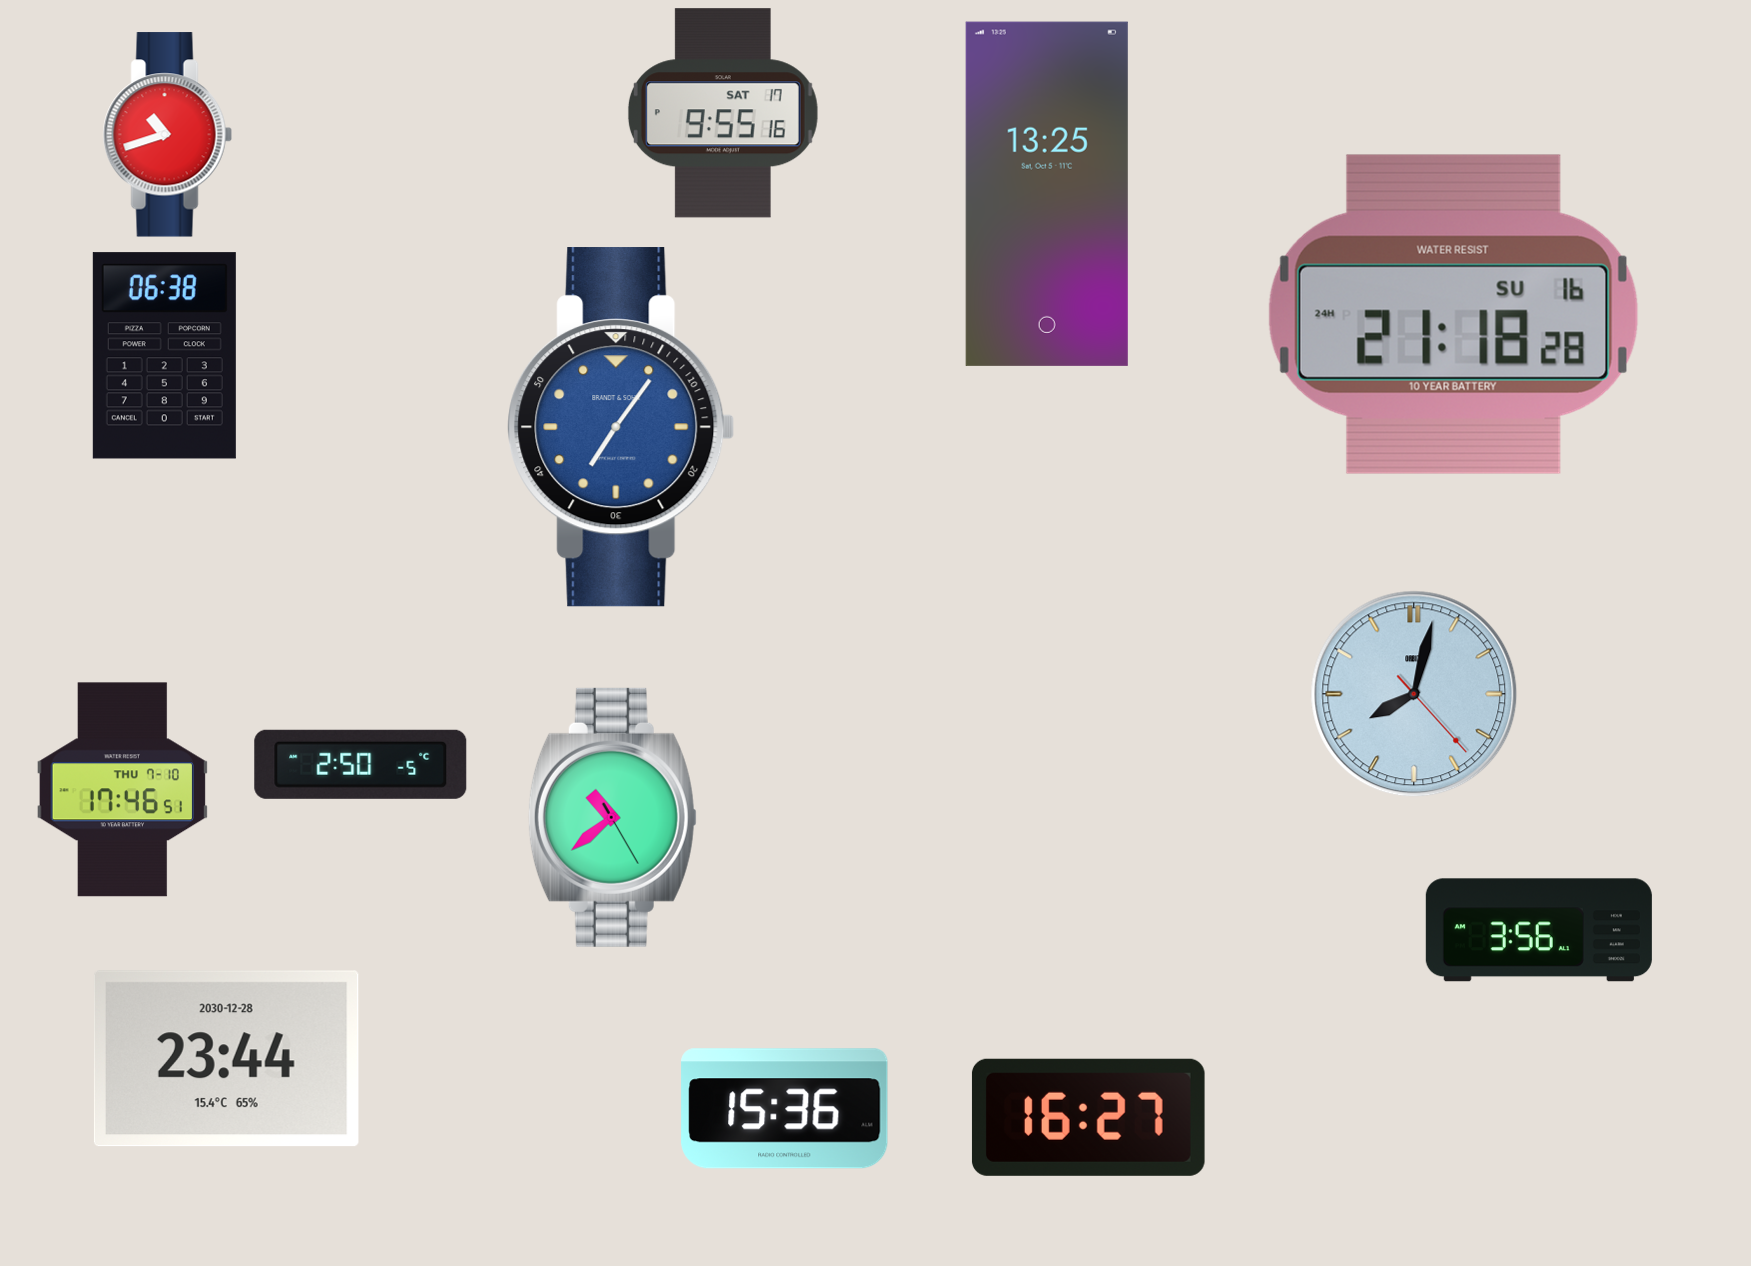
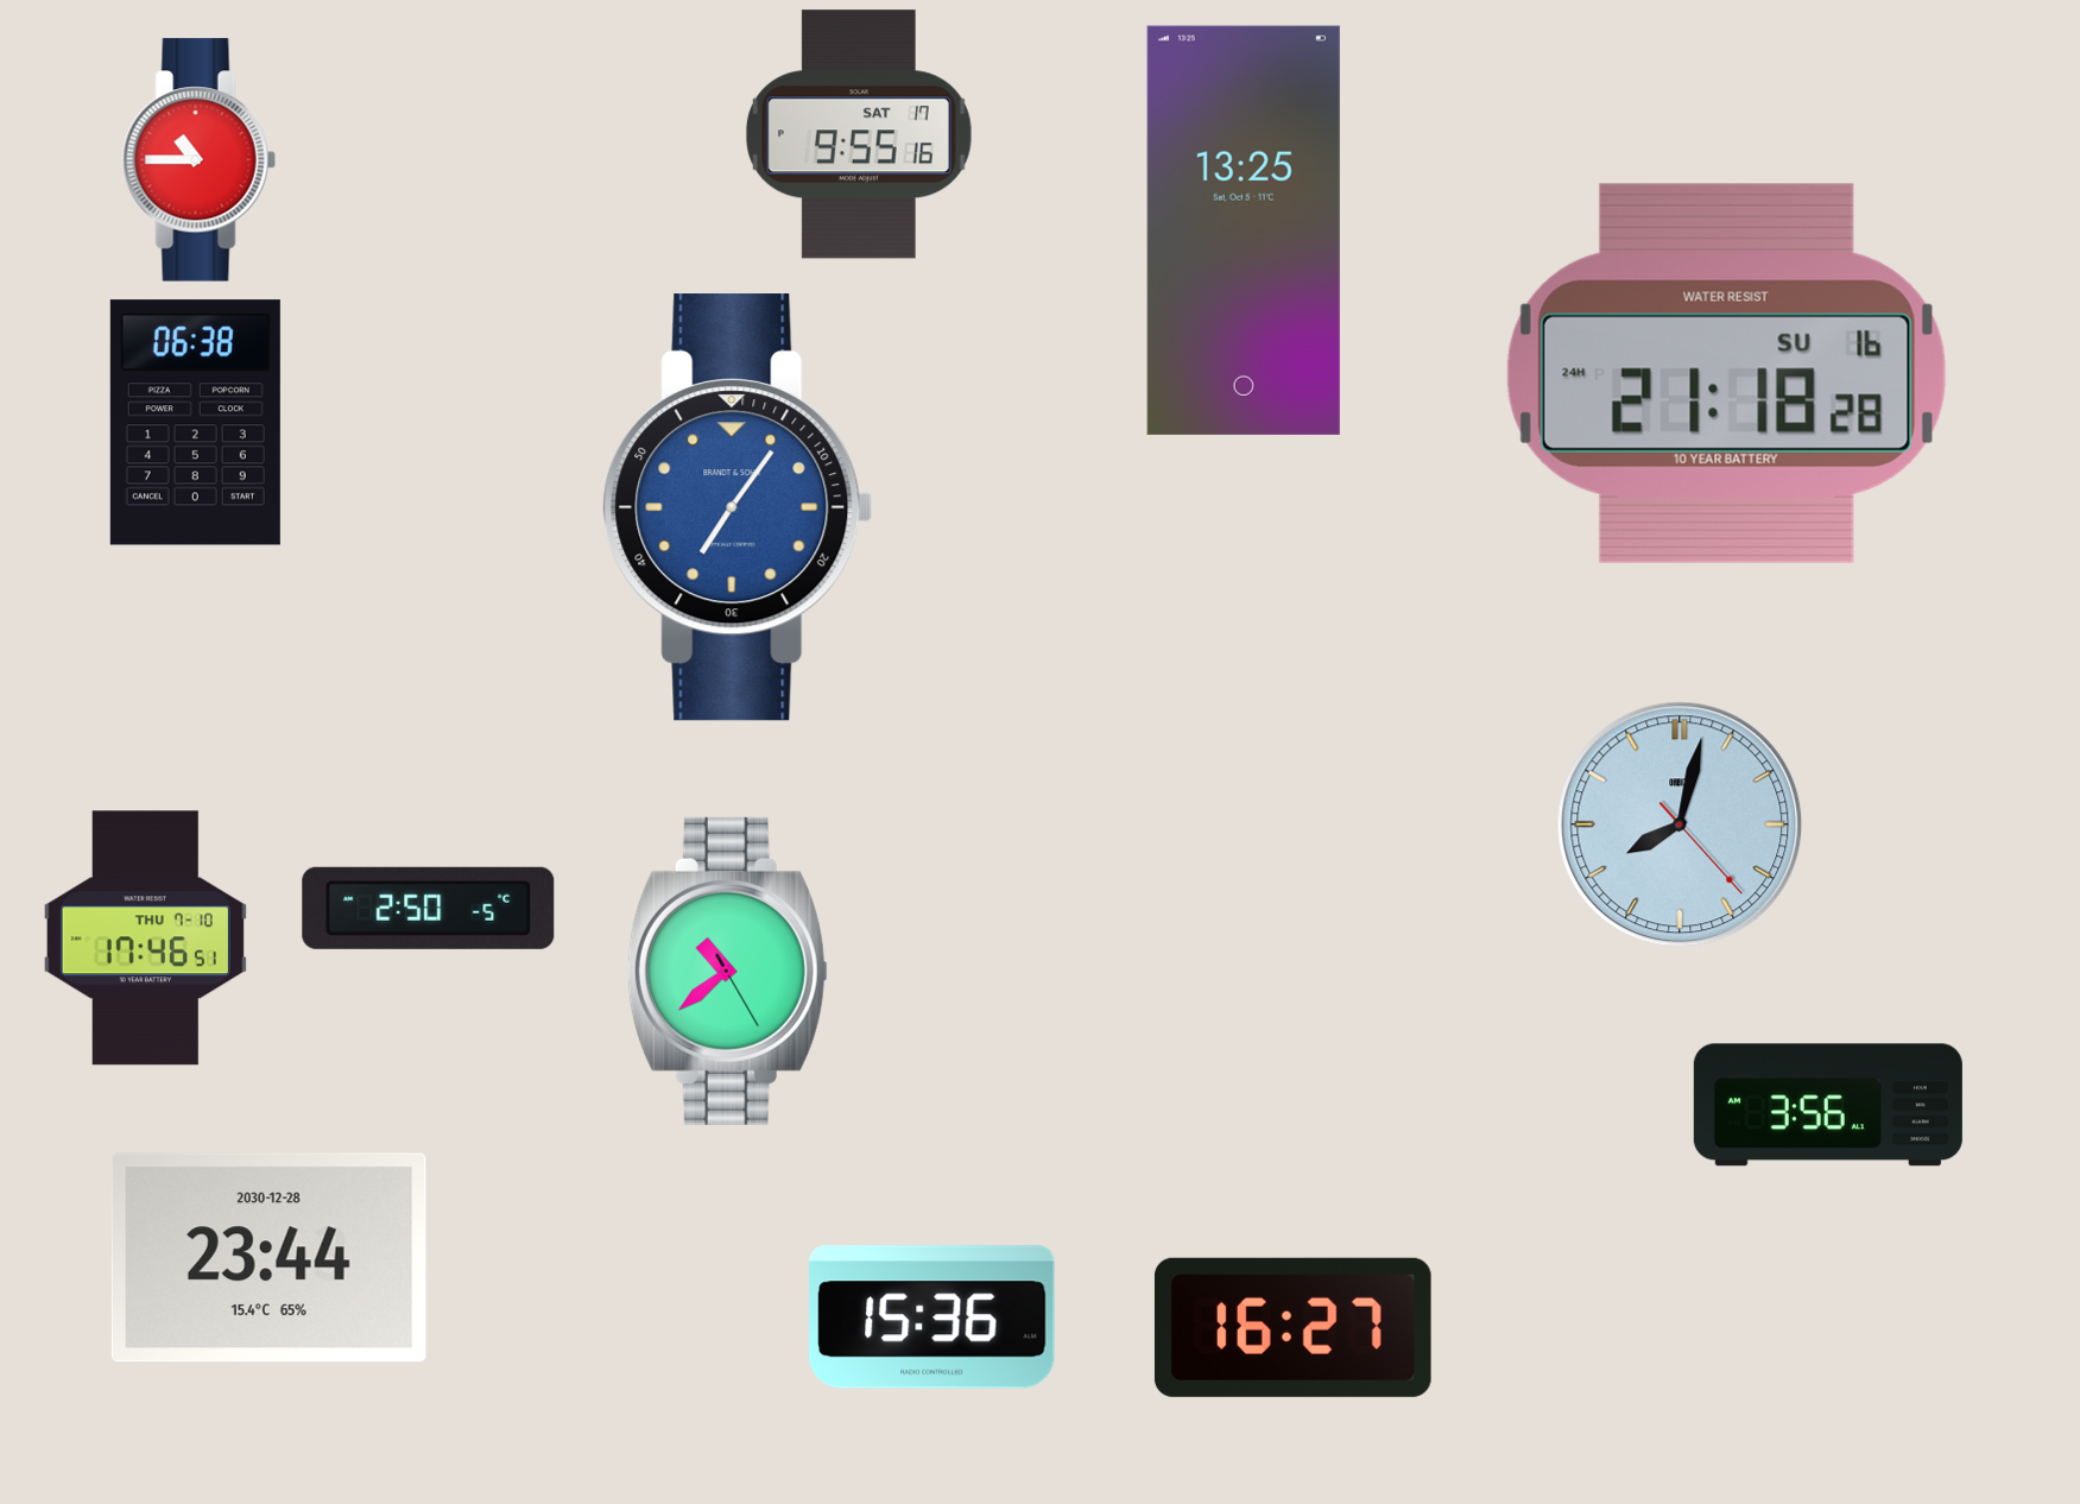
clock at (167, 135): 10:42 -> 10:45
